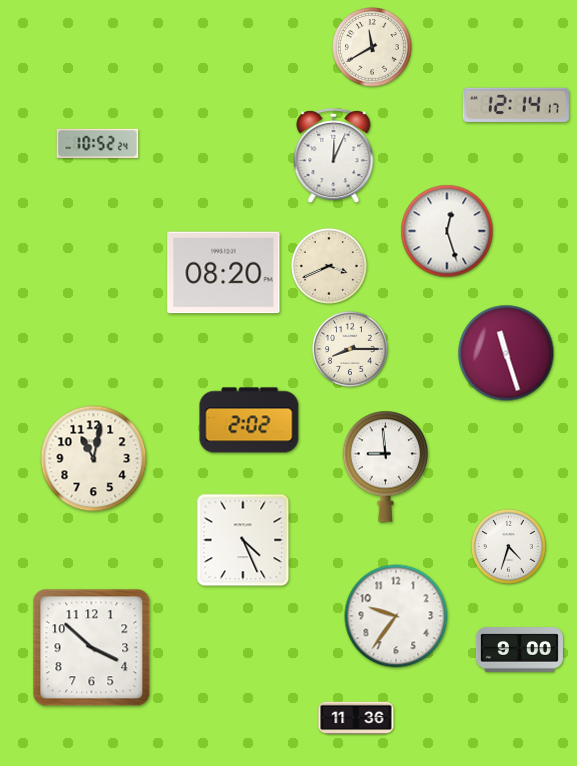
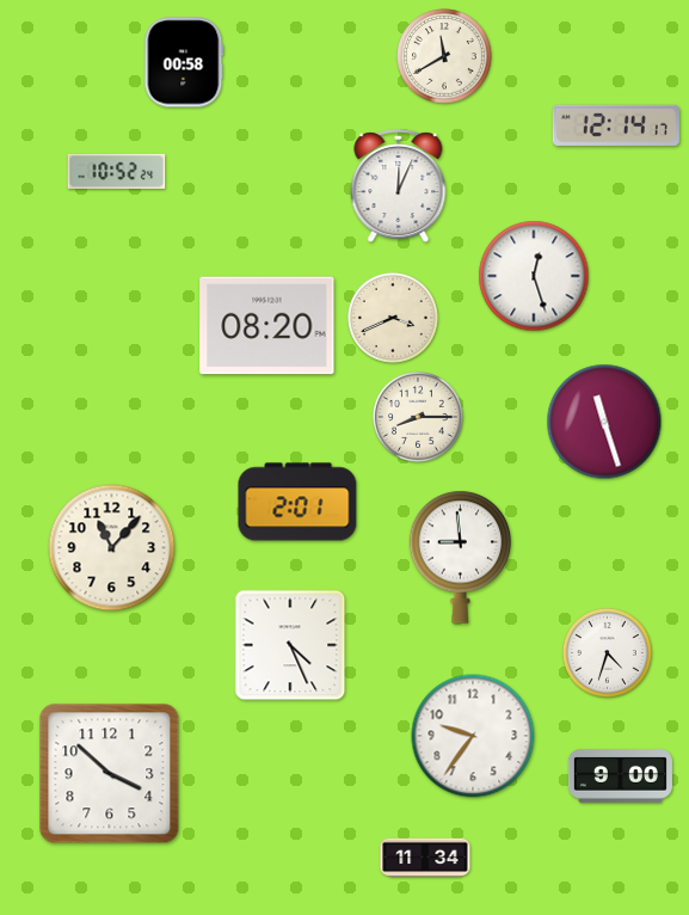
clock at (184, 62): none -> 00:58
clock at (249, 420): 2:02 -> 2:01
clock at (94, 459): 11:02 -> 11:07
clock at (356, 718): 11:36 -> 11:34
